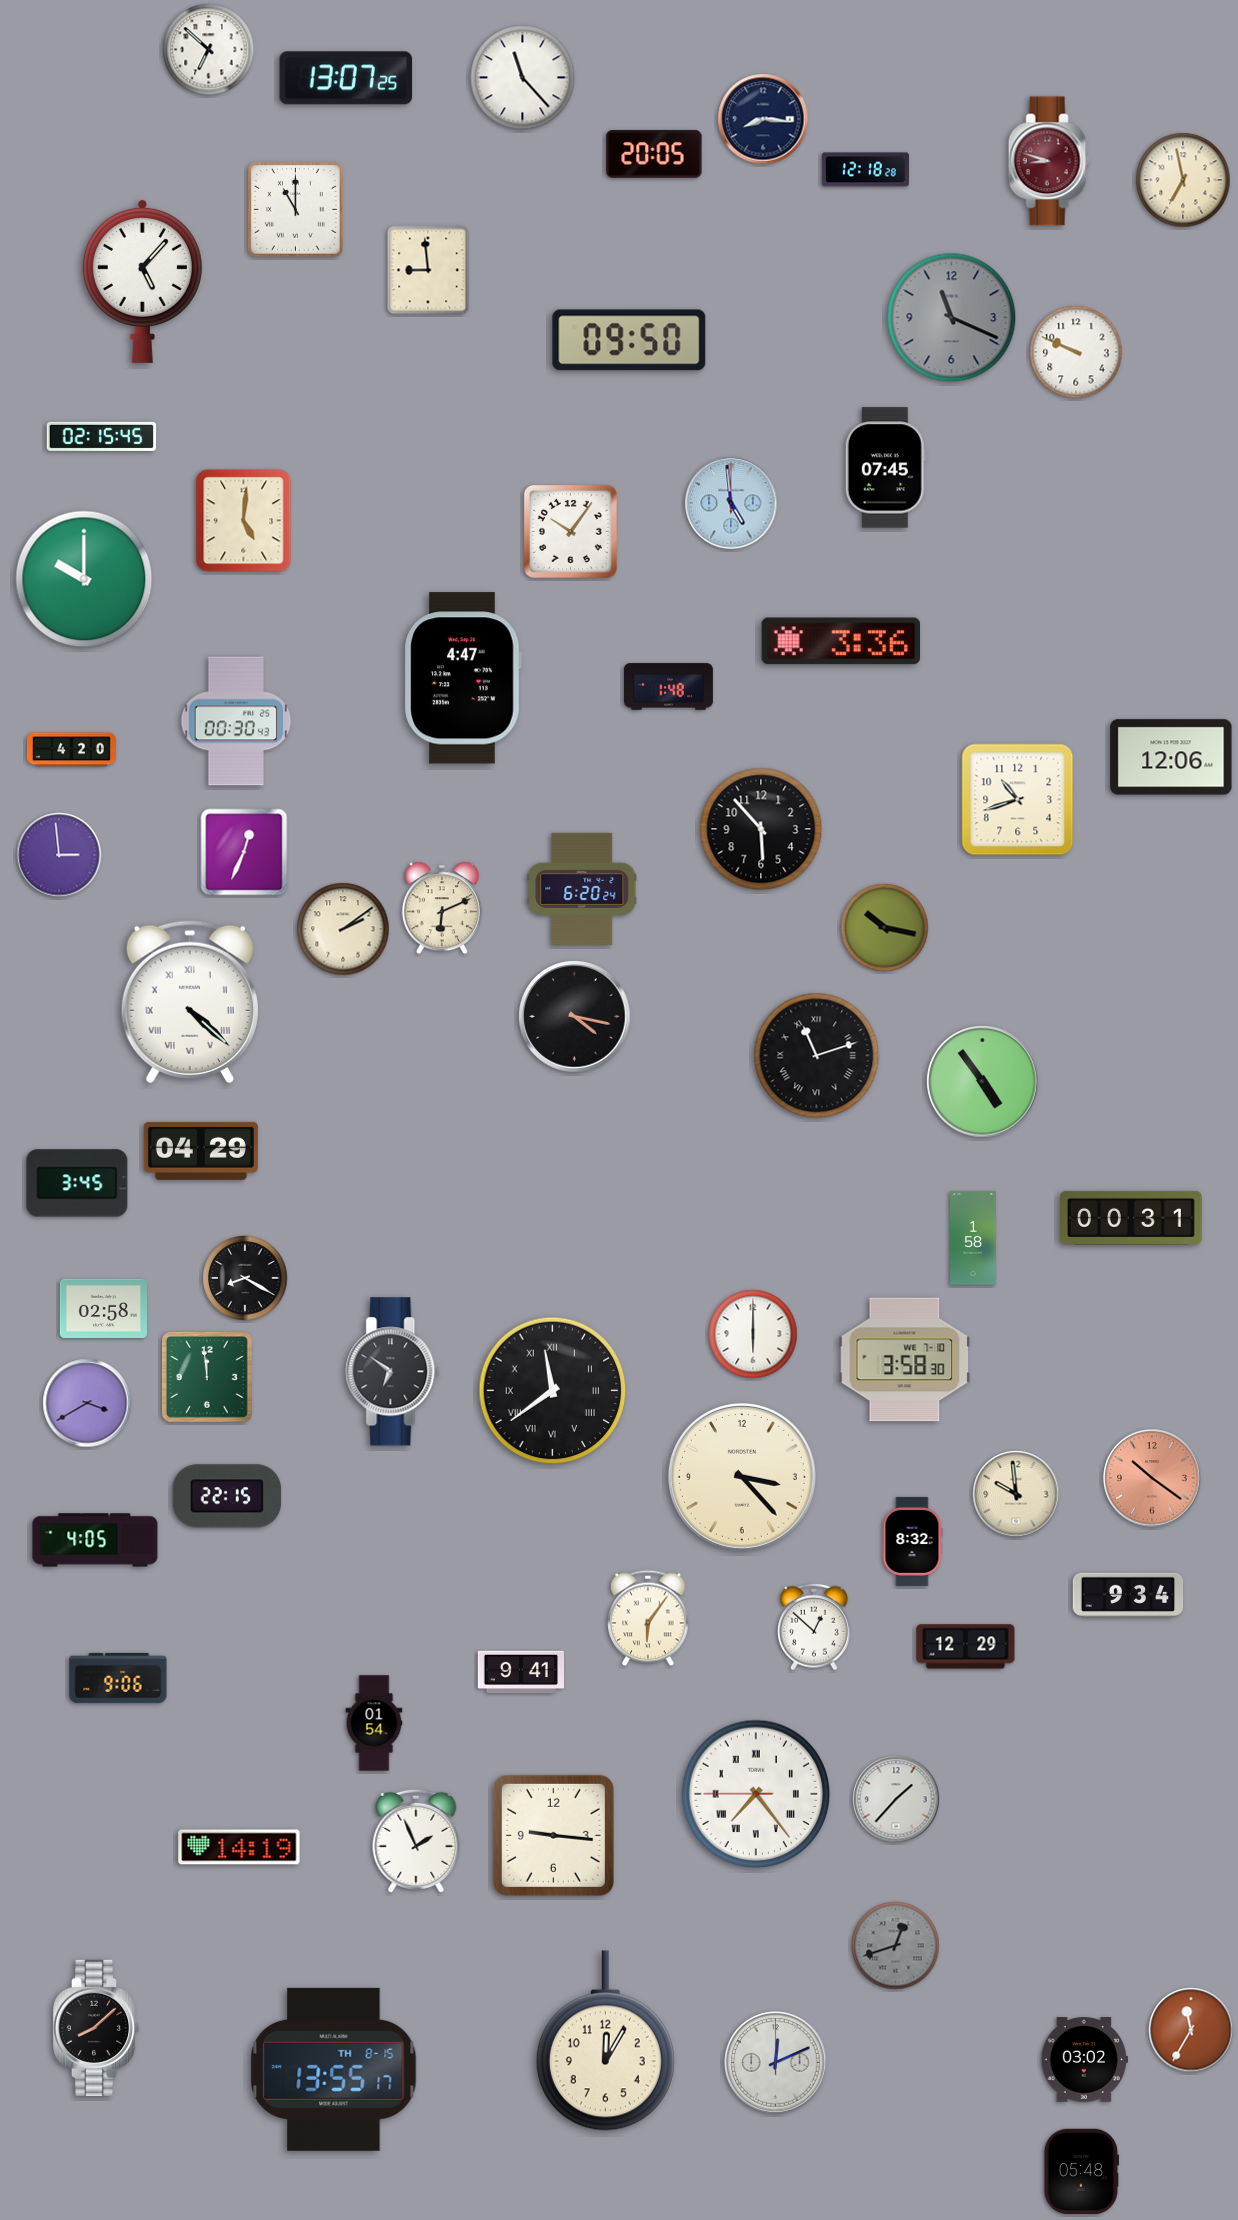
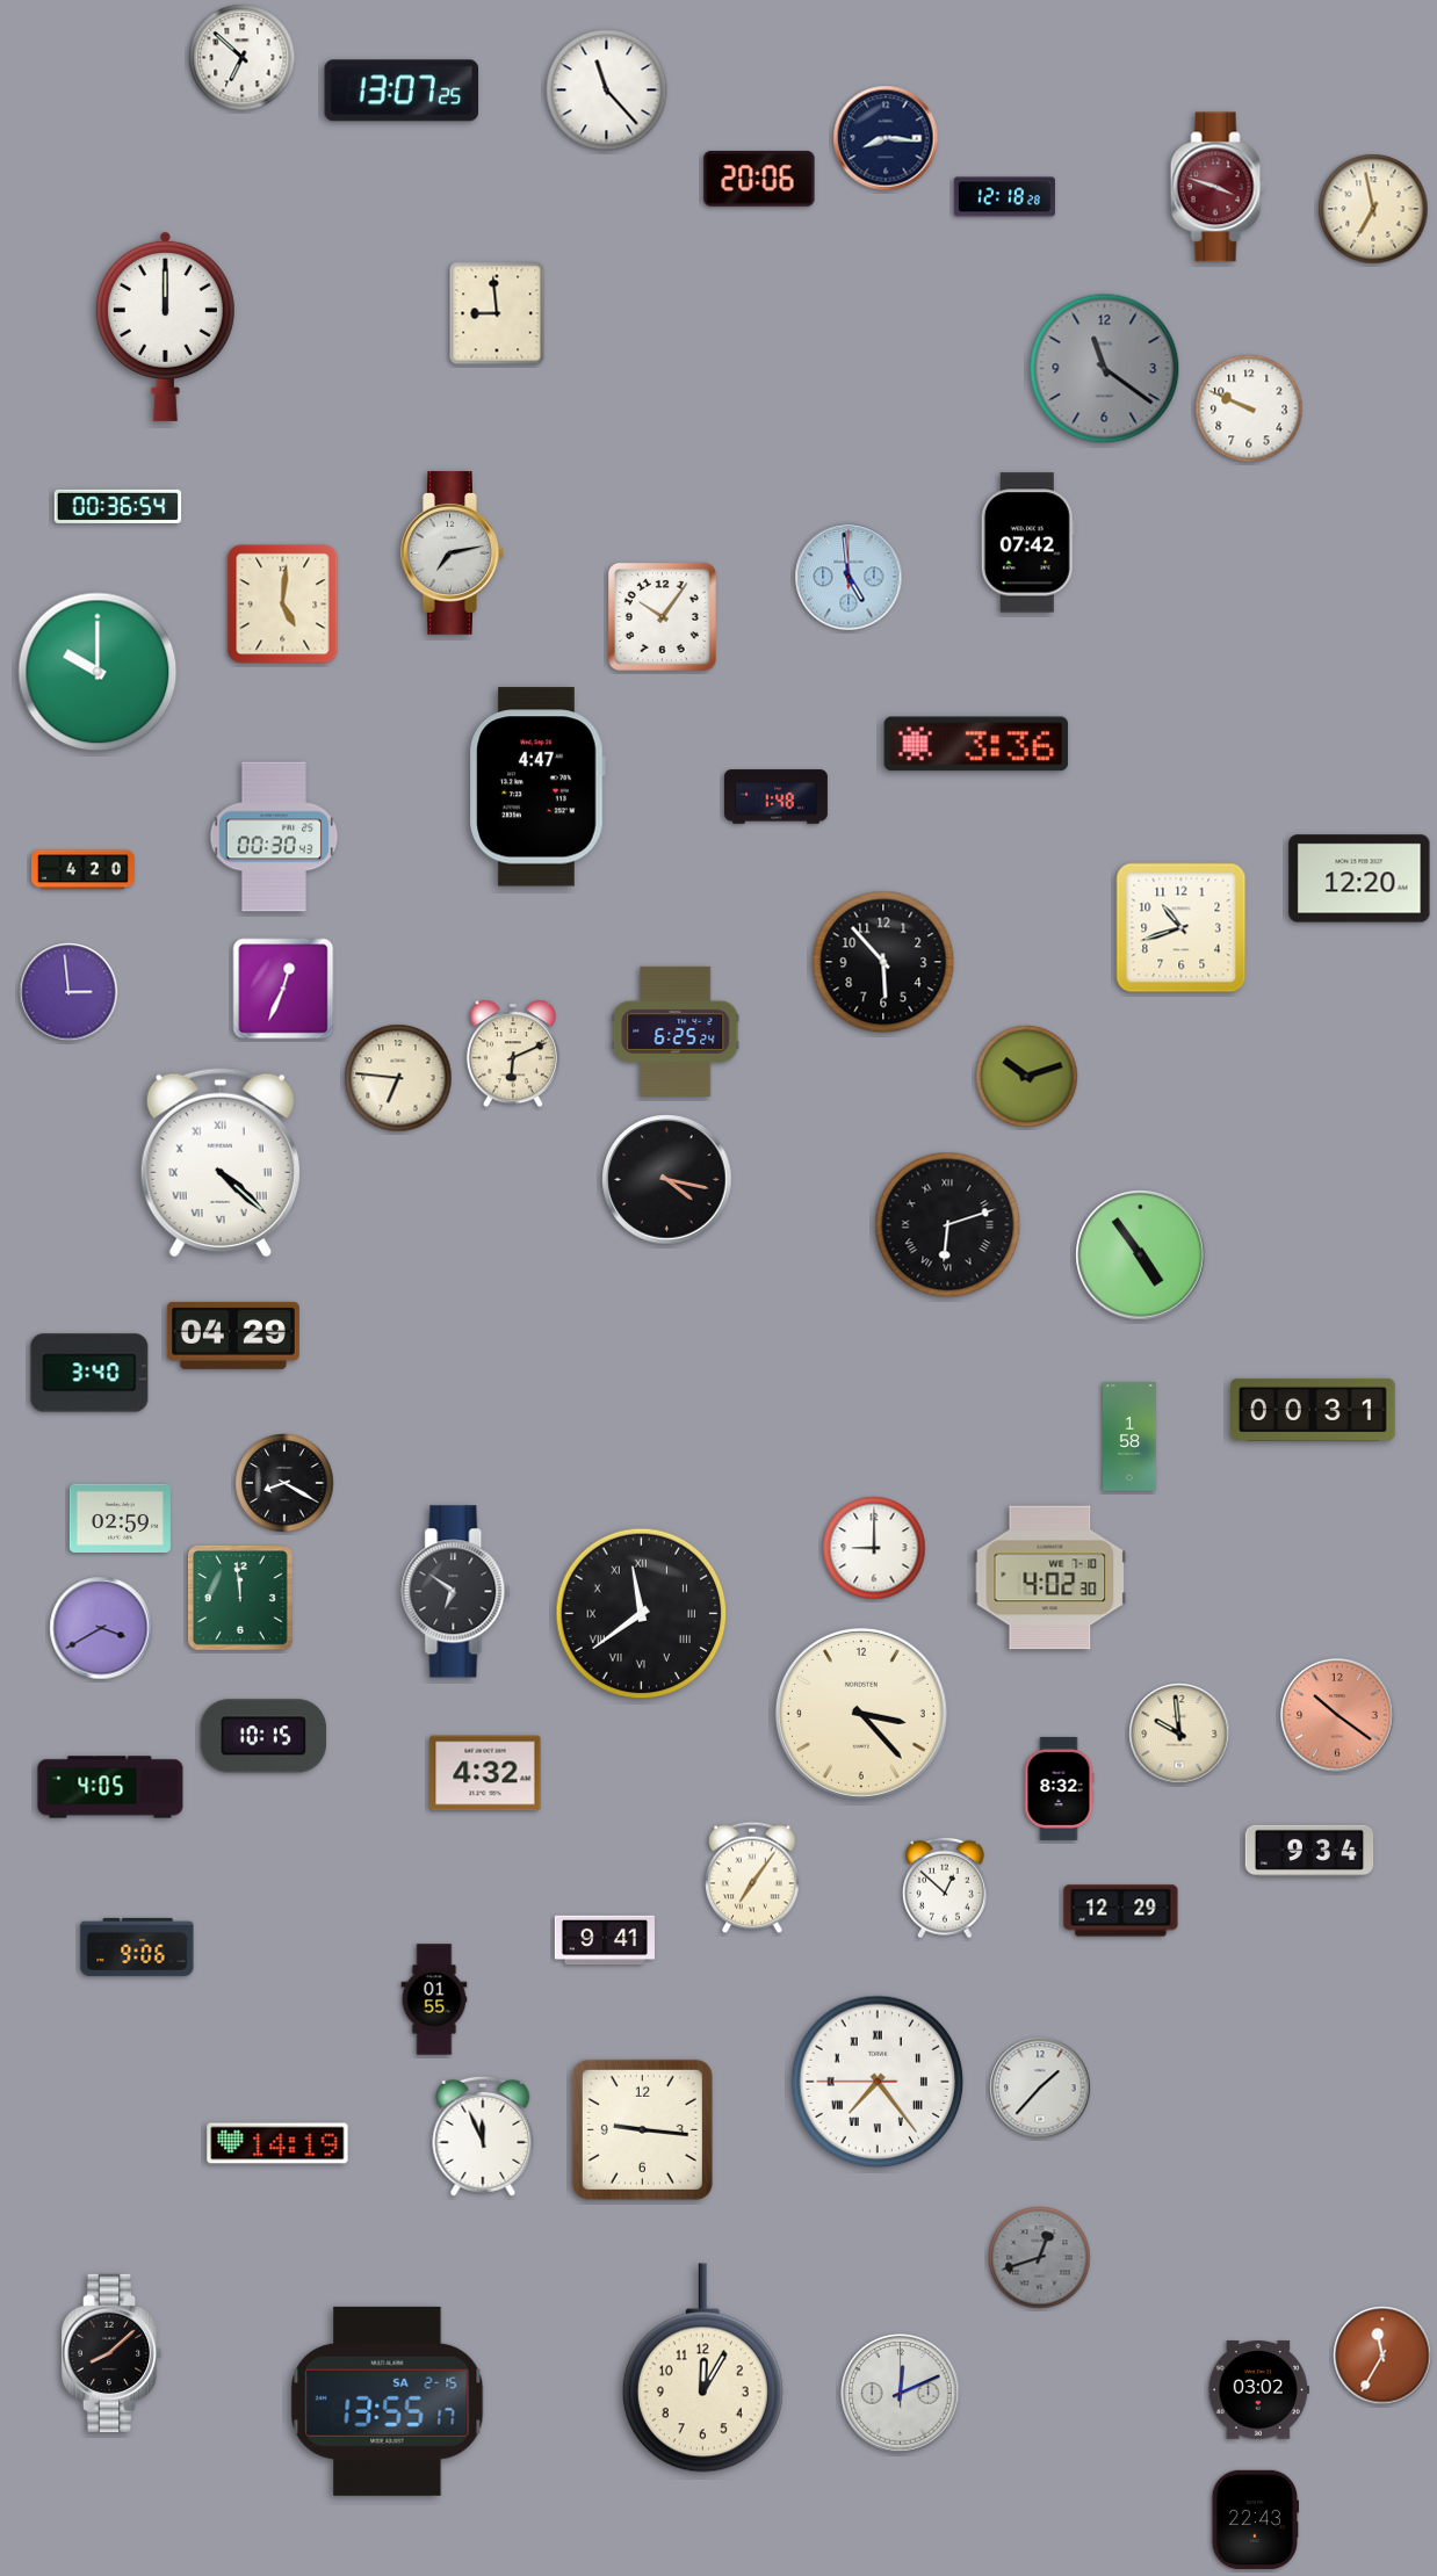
clock at (654, 154): 20:05 -> 20:06
clock at (1049, 161): 8:48 -> 3:48
clock at (296, 210): 11:00 -> none
clock at (142, 281): 5:07 -> 12:00
clock at (952, 318): 11:19 -> 11:21
clock at (629, 340): 09:50 -> none
clock at (102, 436): 02:15 -> 00:36
clock at (885, 468): 07:45 -> 07:42
clock at (453, 552): none -> 7:13
clock at (731, 503) position: (731, 503) -> (849, 577)
clock at (1171, 757): 12:06 -> 12:20
clock at (582, 889): 6:20 -> 6:25
clock at (885, 928): 10:17 -> 10:12
clock at (343, 929): 2:09 -> 6:46
clock at (817, 1056): 11:12 -> 6:12
clock at (77, 1183): 3:45 -> 3:40
clock at (1131, 1218) position: (1131, 1218) -> (1313, 1410)
clock at (103, 1308): 02:58 -> 02:59
clock at (753, 1334): 6:00 -> 9:00
clock at (905, 1360): 3:58 -> 4:02
clock at (227, 1496): 22:15 -> 10:15
clock at (485, 1773): none -> 4:32
clock at (648, 1618): 6:06 -> 7:06
clock at (374, 1723): 01:54 -> 01:55
clock at (416, 1841): 1:56 -> 11:56
clock at (334, 2069) date: TH 8-15 -> SA 2-15
clock at (1081, 2171): 05:48 -> 22:43
